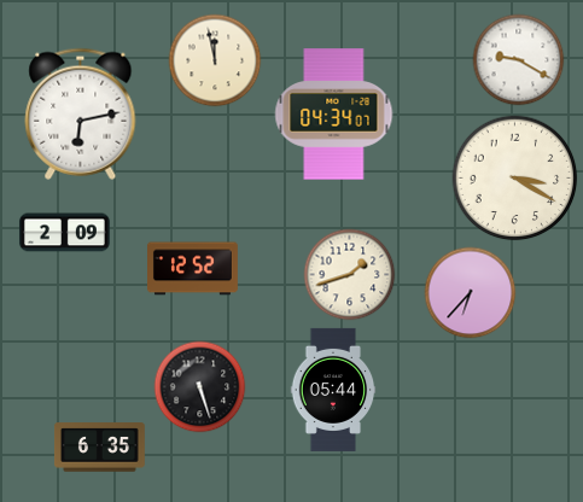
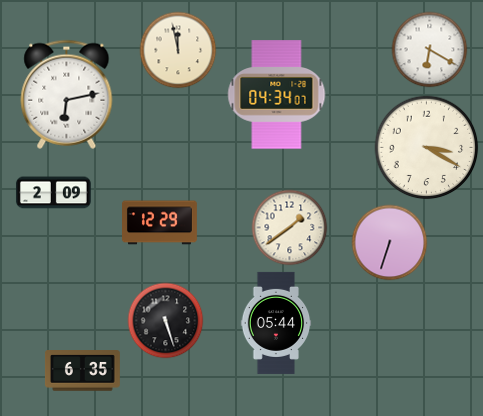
clock at (519, 60): 9:20 -> 6:20
clock at (193, 269): 12:52 -> 12:29
clock at (350, 275): 1:42 -> 1:39
clock at (471, 293): 6:37 -> 6:33
